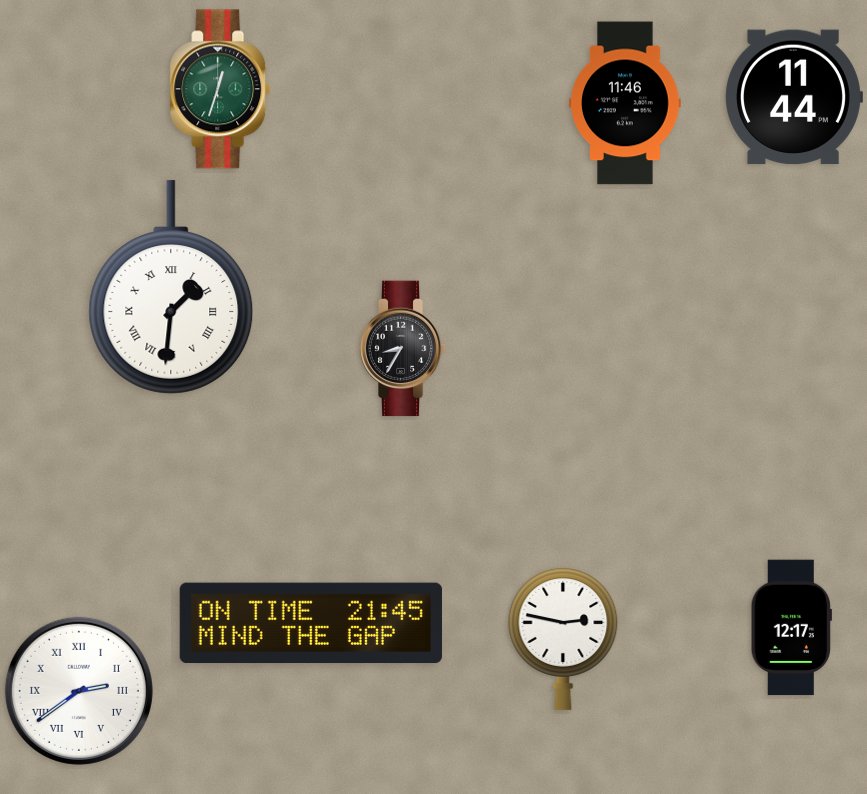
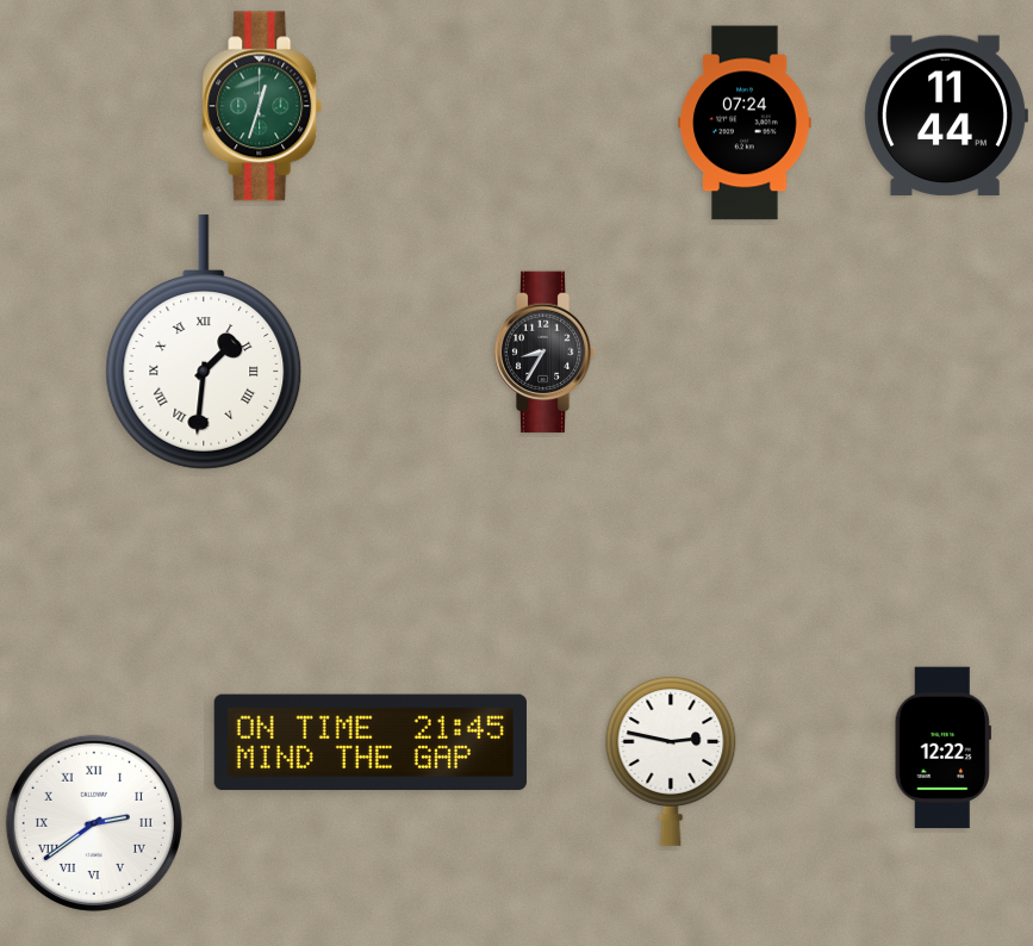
clock at (625, 103): 11:46 -> 07:24
clock at (402, 349) position: (402, 349) -> (544, 353)
clock at (791, 628): 12:17 -> 12:22
